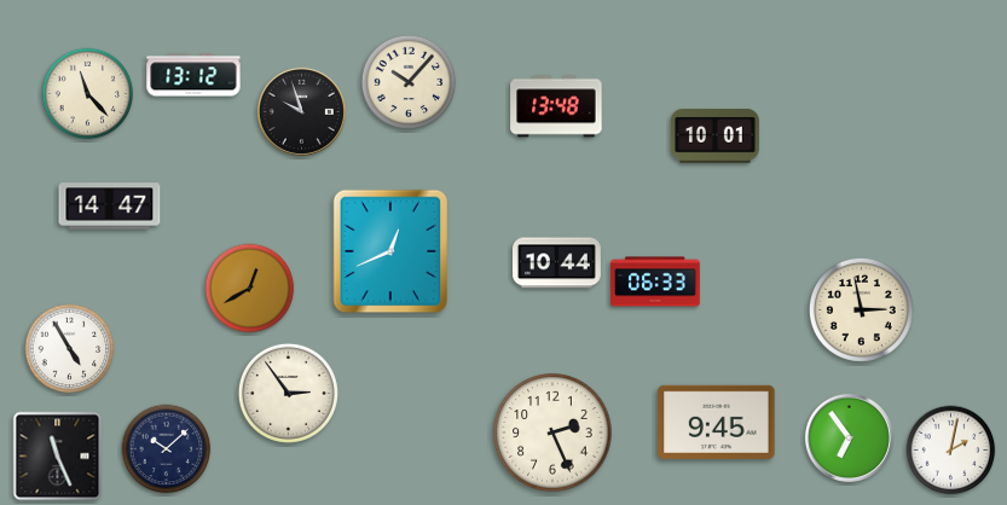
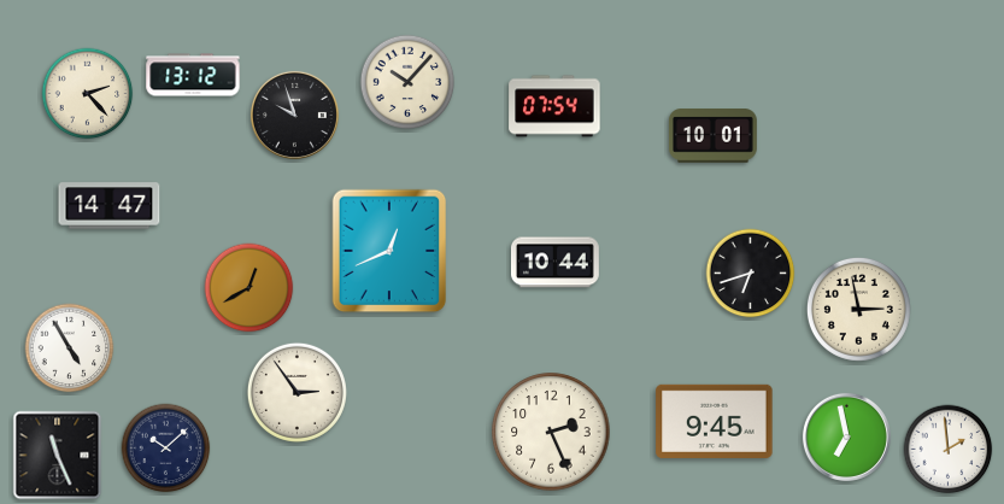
clock at (88, 94): 11:23 -> 2:23
clock at (556, 106): 13:48 -> 07:54
clock at (301, 111) position: (301, 111) -> (294, 115)
clock at (751, 274): none -> 6:42
clock at (655, 281): 06:33 -> none
clock at (288, 393) position: (288, 393) -> (296, 392)
clock at (849, 437): 6:54 -> 6:58
clock at (951, 451): 2:02 -> 1:59
